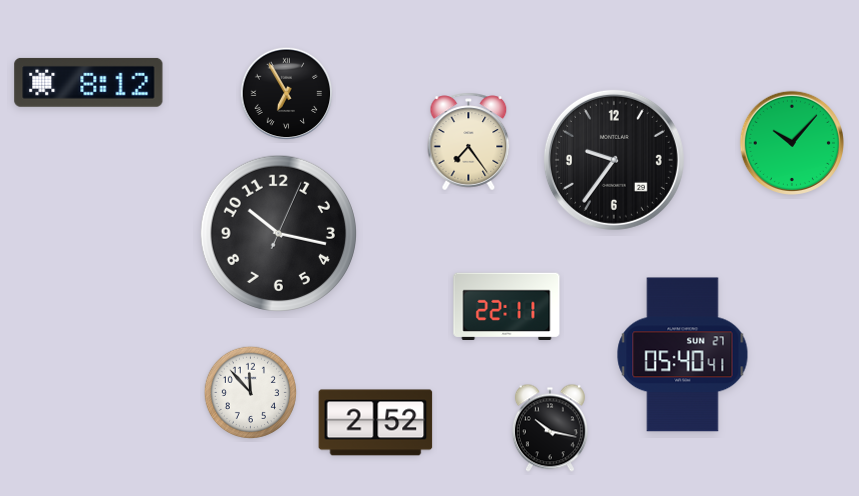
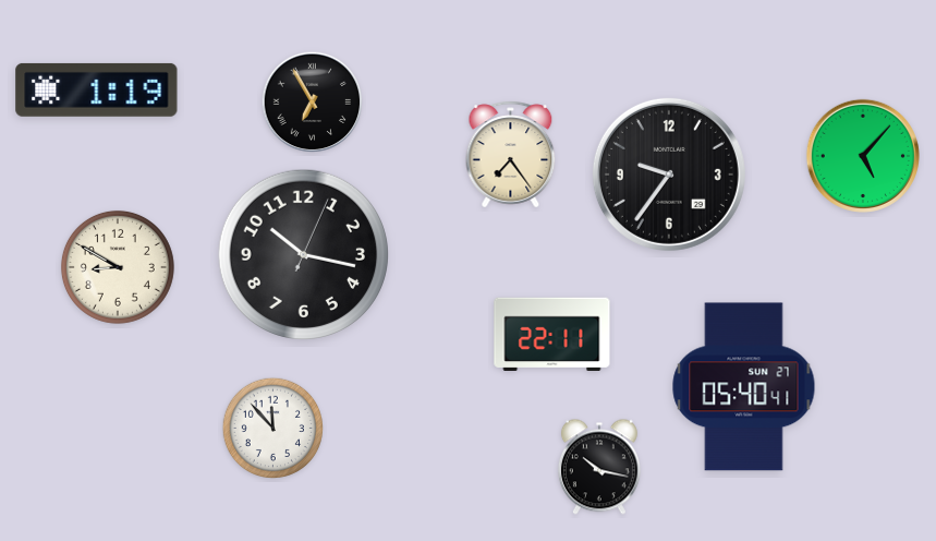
clock at (89, 82): 8:12 -> 1:19
clock at (792, 143): 10:07 -> 5:07
clock at (118, 267): none -> 8:50
clock at (376, 423): 2:52 -> none
